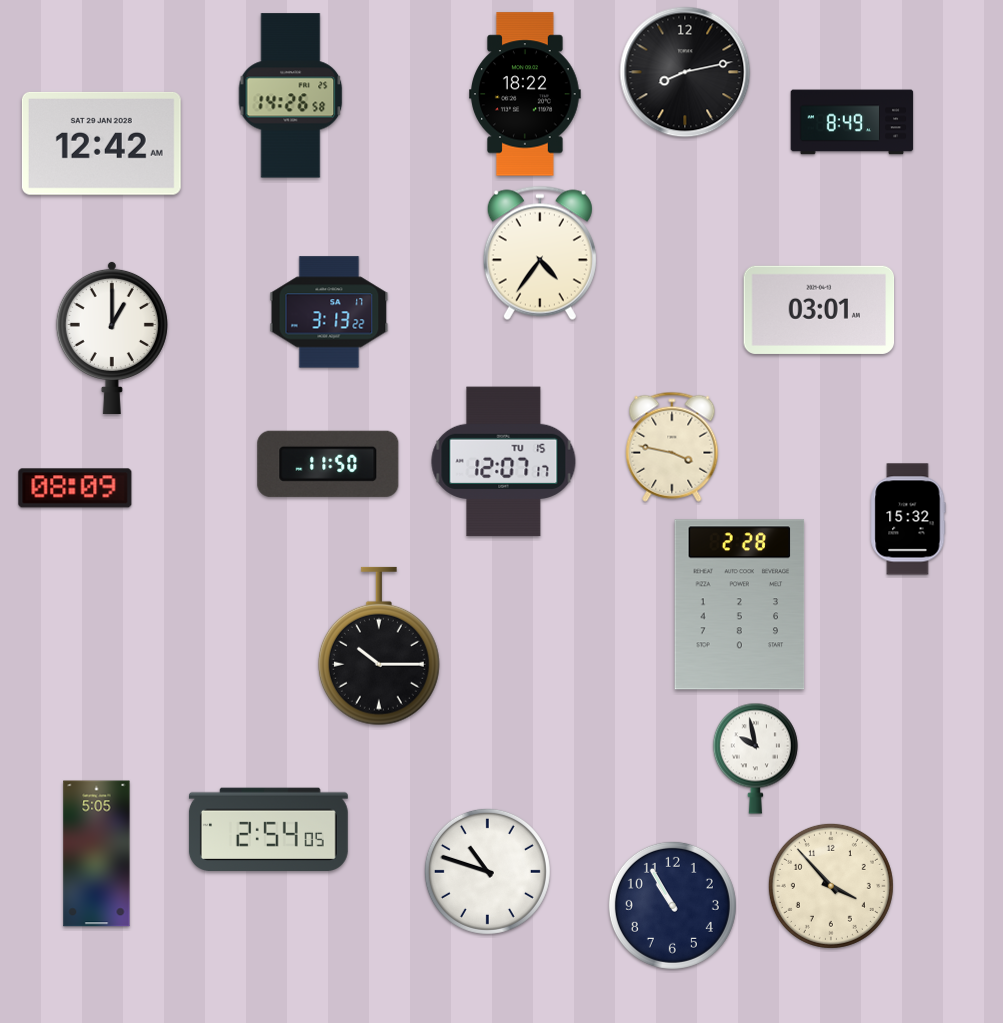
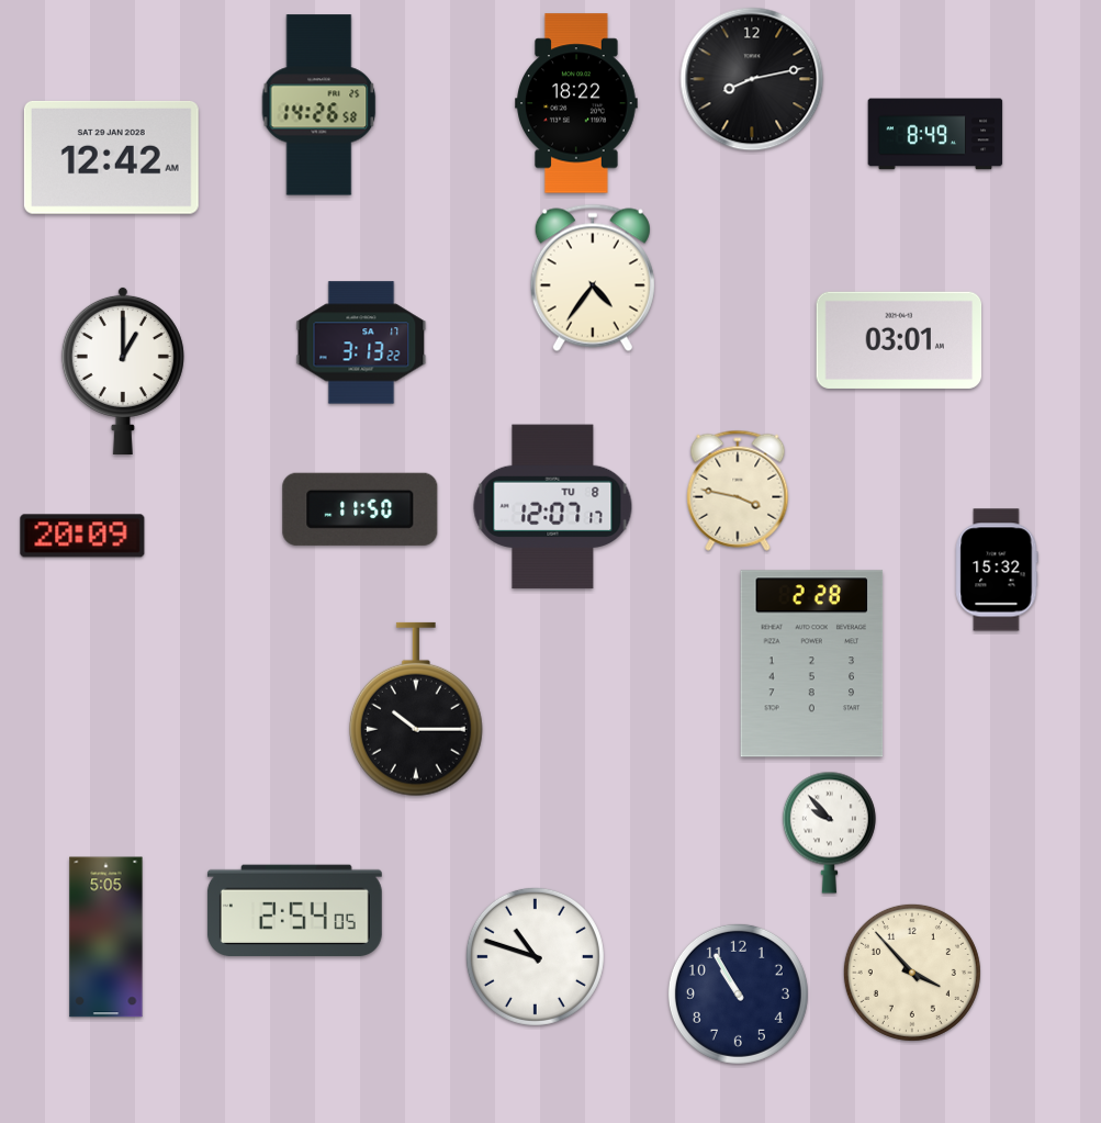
clock at (504, 462) date: TU 15 -> TU 8
clock at (75, 488): 08:09 -> 20:09
clock at (755, 758): 9:58 -> 9:53
